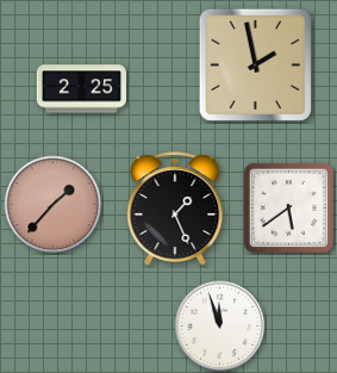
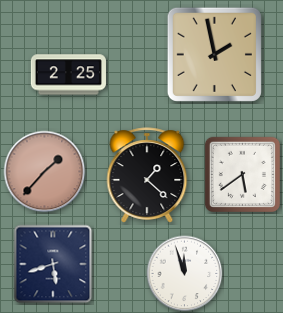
clock at (175, 209): 1:26 -> 1:22
clock at (53, 264): none -> 5:42
